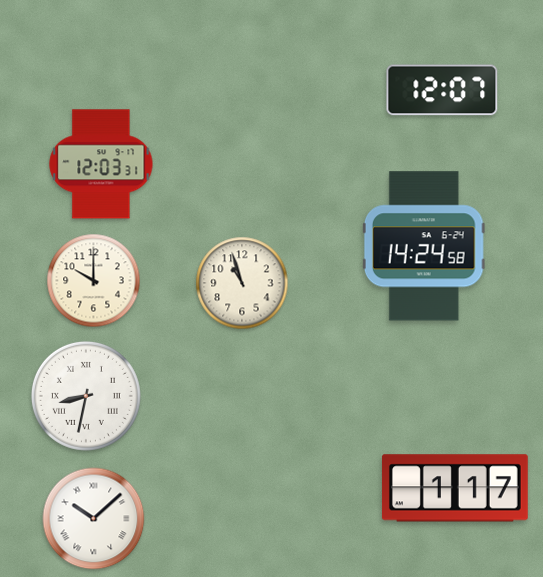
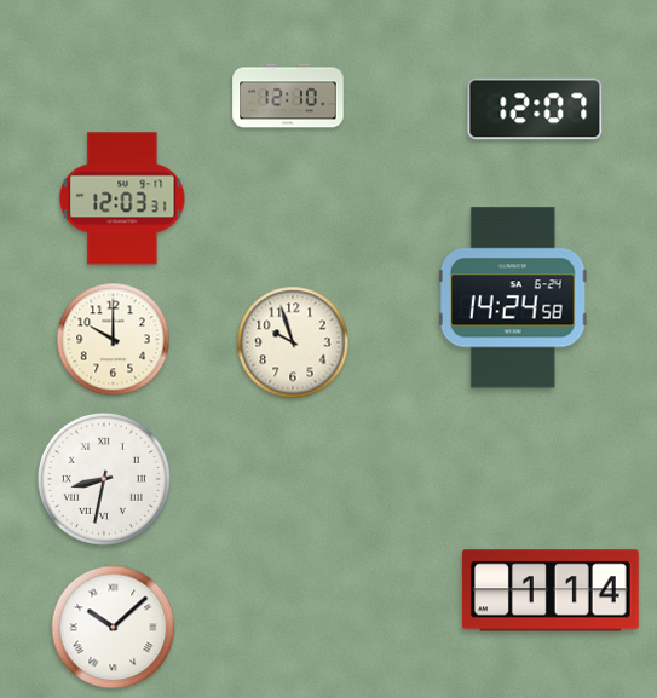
clock at (288, 96): none -> 12:10
clock at (242, 283): 10:57 -> 9:57
clock at (455, 488): 1:17 -> 1:14
